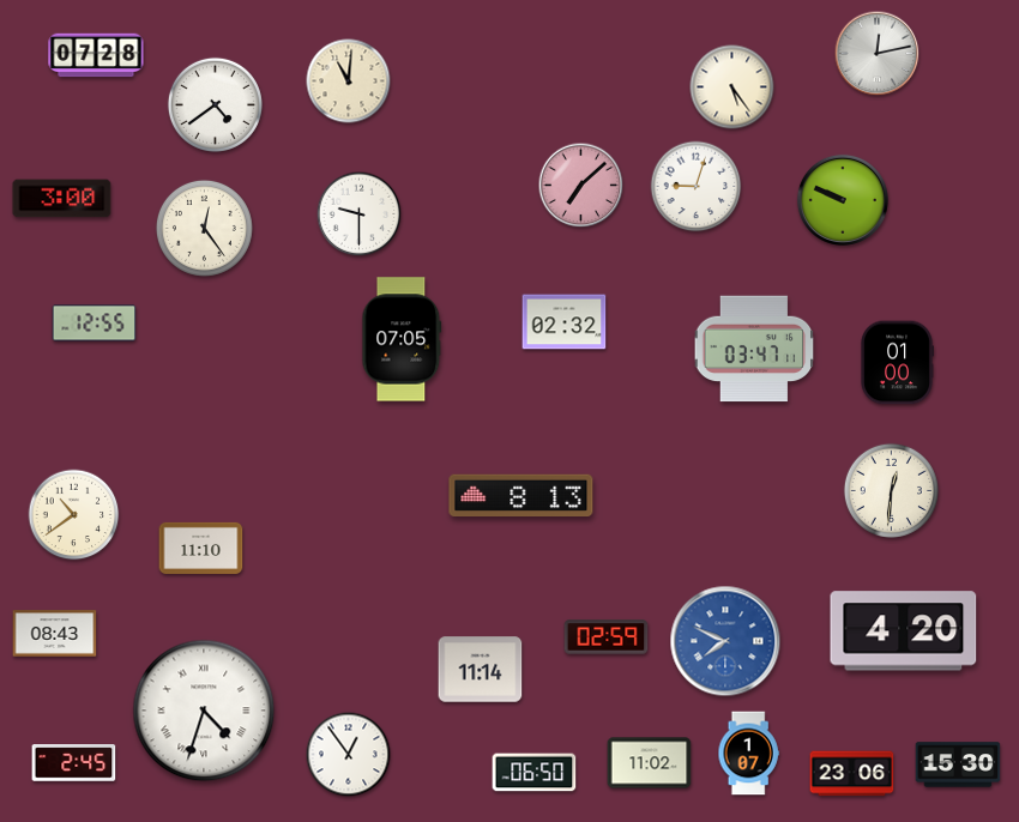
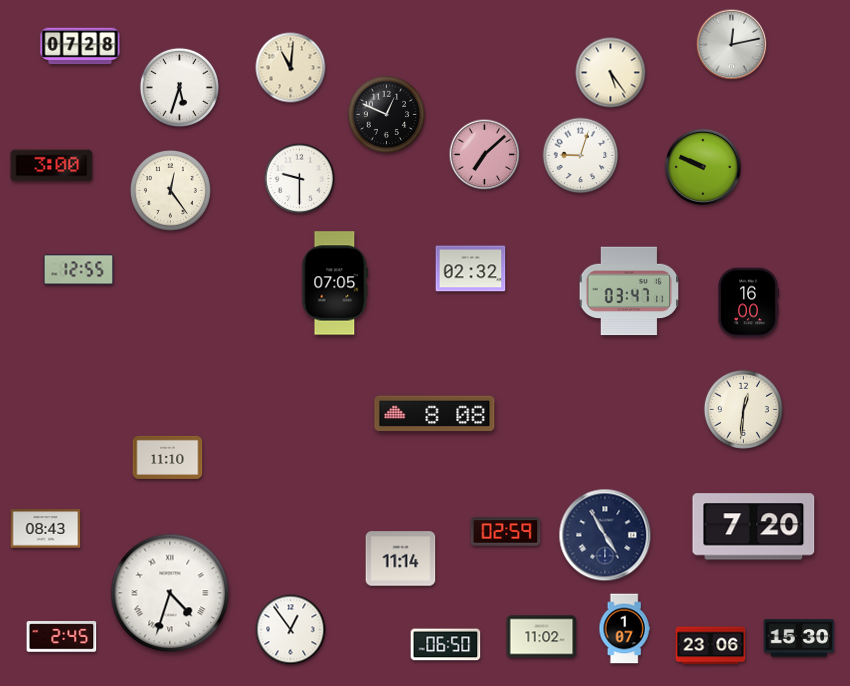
clock at (215, 104): 4:39 -> 5:33
clock at (387, 115): none -> 12:49
clock at (898, 363): 01:00 -> 16:00
clock at (521, 496): 8:13 -> 8:08
clock at (74, 515): 10:39 -> none
clock at (904, 631): 4:20 -> 7:20
clock at (725, 641): 7:49 -> 4:55
clock at (725, 641) dial: blue -> navy
